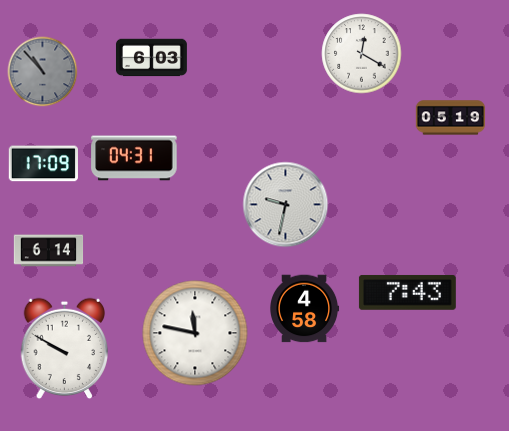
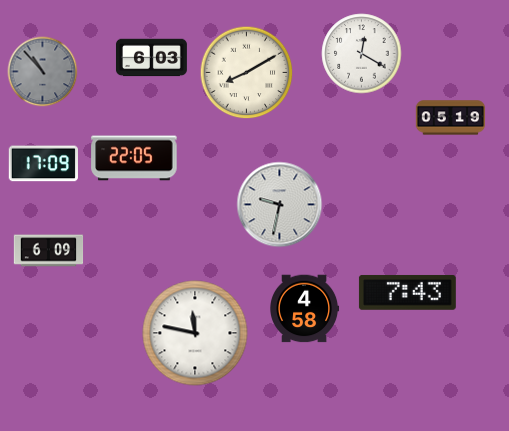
clock at (247, 73): none -> 8:10
clock at (134, 158): 04:31 -> 22:05
clock at (286, 205) position: (286, 205) -> (280, 205)
clock at (49, 251): 6:14 -> 6:09
clock at (64, 349): 9:50 -> none
